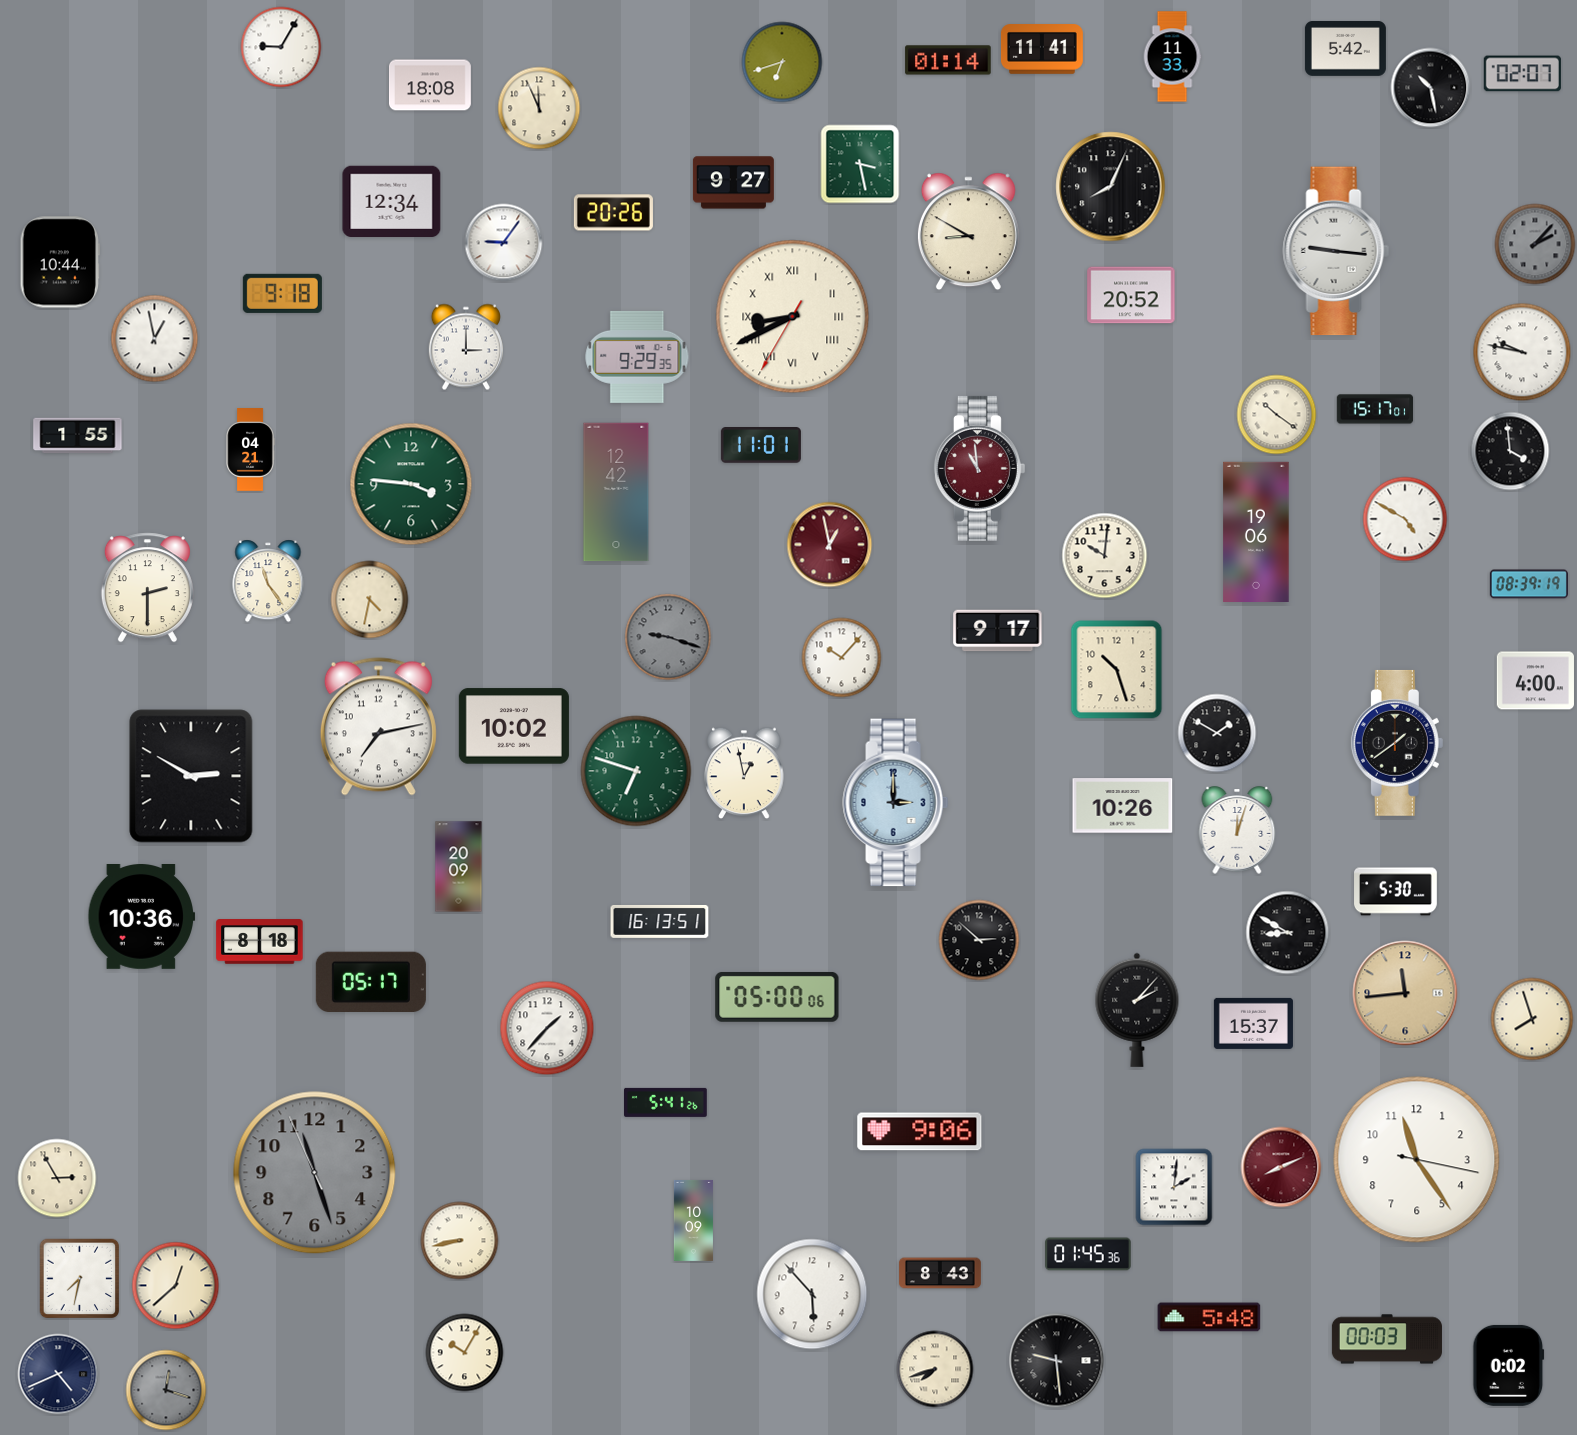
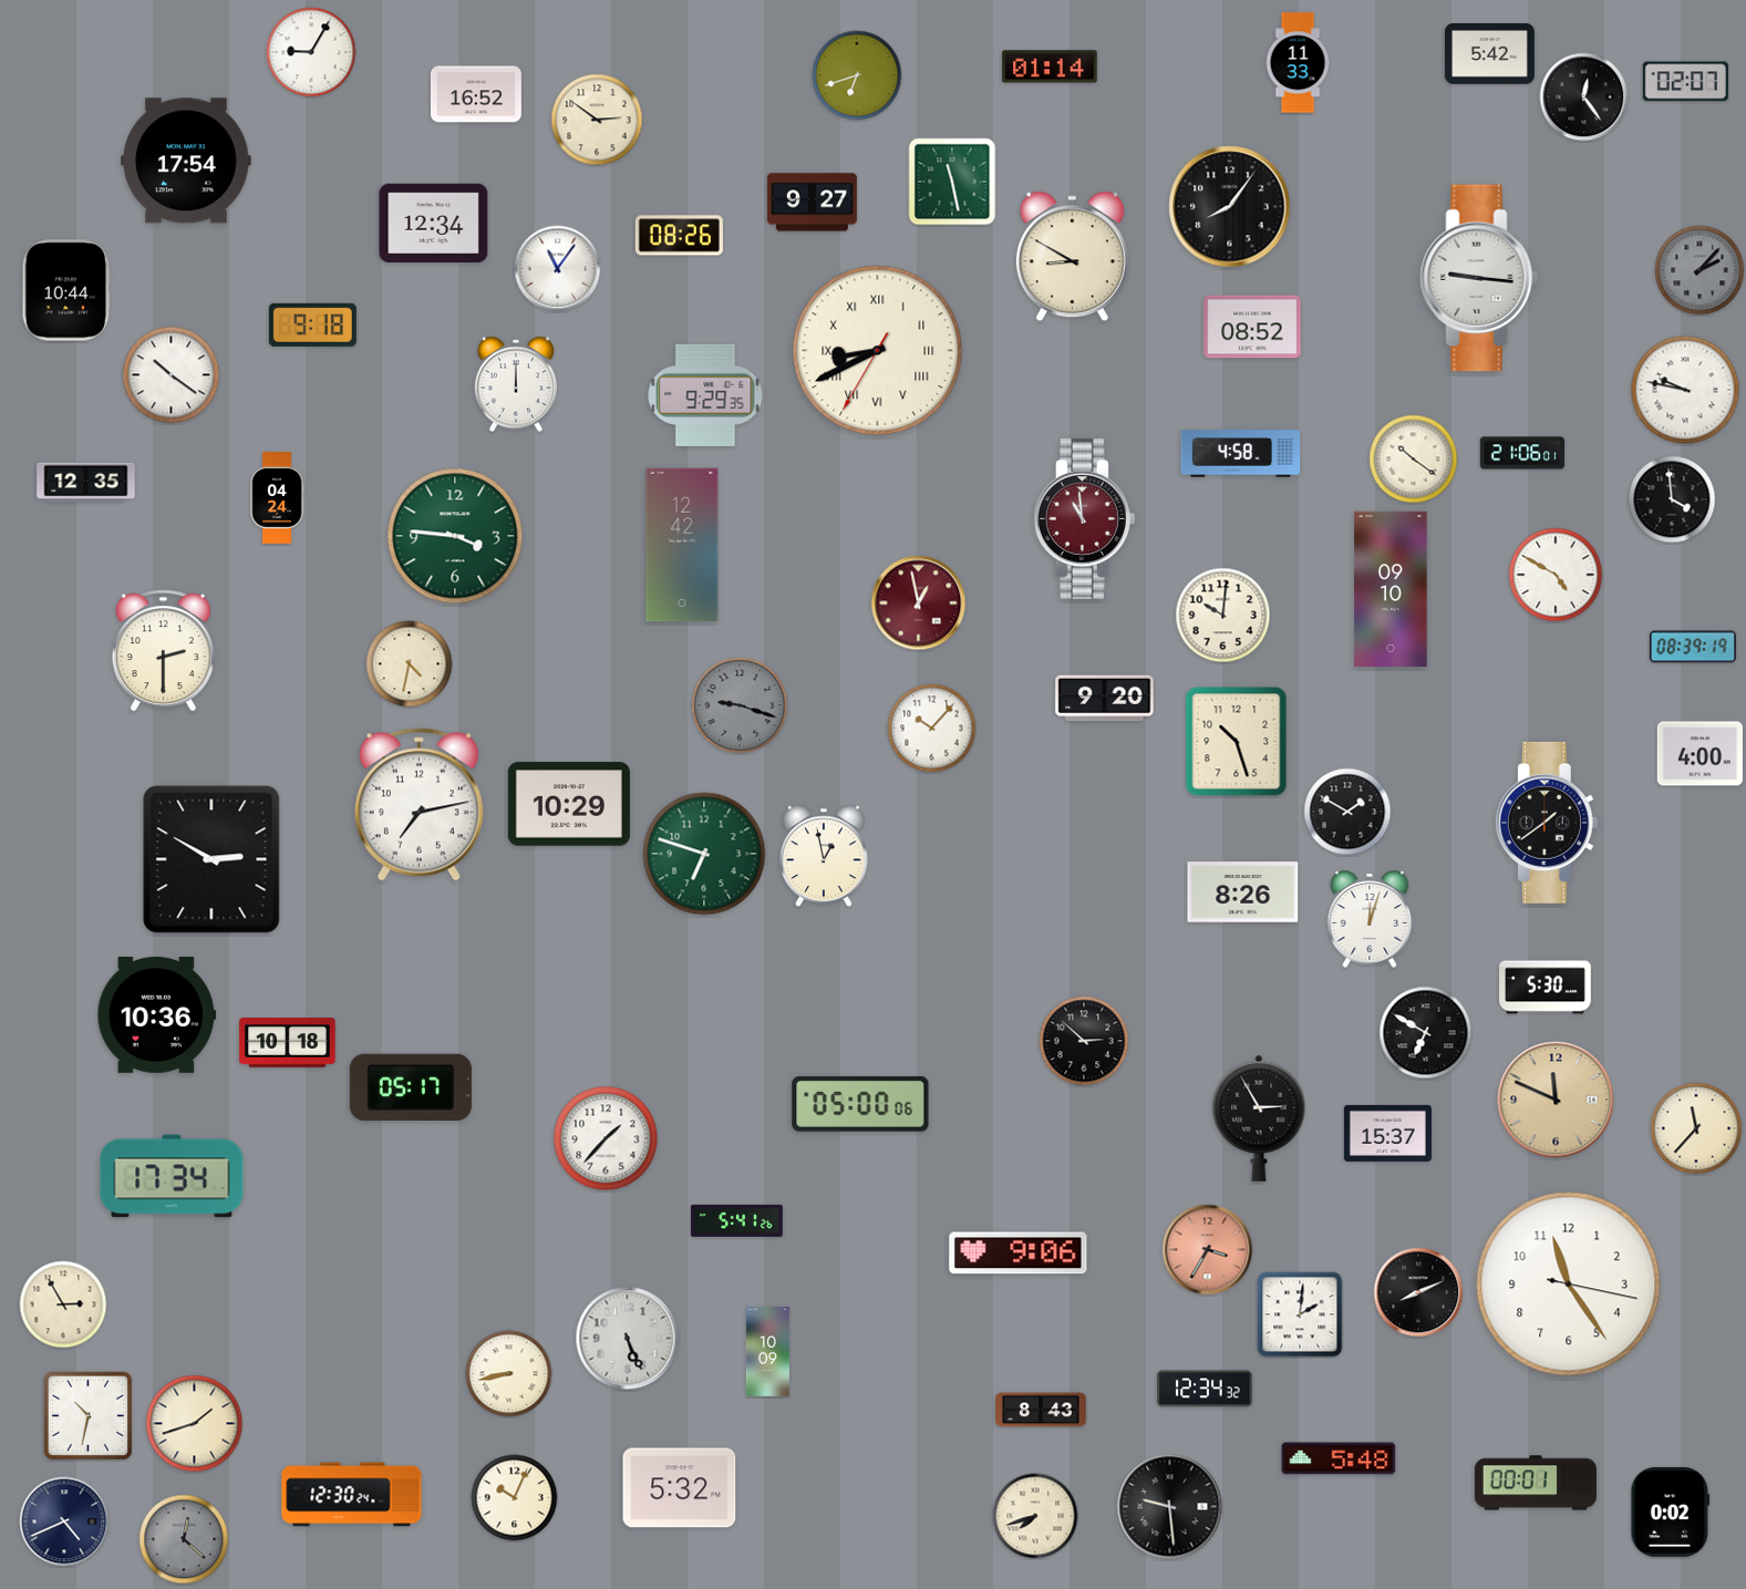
clock at (1042, 50): 11:41 -> none
clock at (782, 62) position: (782, 62) -> (857, 75)
clock at (431, 85): 18:08 -> 16:52
clock at (1431, 88): 10:28 -> 12:24
clock at (539, 108): 11:56 -> 2:51
clock at (186, 161): none -> 17:54
clock at (860, 164): 3:28 -> 11:28
clock at (1111, 187): 8:04 -> 8:06
clock at (613, 213): 20:26 -> 08:26
clock at (504, 243): 9:06 -> 11:06
clock at (1131, 295): 20:52 -> 08:52
clock at (155, 339): 12:58 -> 10:21
clock at (466, 347): 3:00 -> 12:00
clock at (1375, 409): 15:17 -> 21:06
clock at (1241, 454): none -> 4:58
clock at (78, 436): 1:55 -> 12:35
clock at (761, 446): 11:01 -> none
clock at (250, 450): 04:21 -> 04:24
clock at (1256, 531): 19:06 -> 09:10
clock at (268, 581): 11:24 -> none
clock at (998, 631): 9:17 -> 9:20
clock at (514, 726): 10:02 -> 10:29
clock at (896, 803): 3:00 -> none
clock at (1123, 806): 10:26 -> 8:26
clock at (459, 867): 20:09 -> none
clock at (660, 921): 16:13 -> none
clock at (1288, 933): 8:50 -> 6:50
clock at (260, 942): 8:18 -> 10:18
clock at (1405, 993): 11:44 -> 11:49
clock at (1137, 1010): 2:07 -> 2:55
clock at (1532, 1019): 7:57 -> 11:37
clock at (172, 1176): none -> 17:34
clock at (1208, 1250): none -> 3:35
clock at (1281, 1167) dial: burgundy -> black
clock at (315, 1173): 11:26 -> none
clock at (628, 1339): none -> 5:26
clock at (1088, 1254): 01:45 -> 12:34
clock at (80, 1279): 7:32 -> 10:32
clock at (176, 1286): 12:38 -> 1:42
clock at (812, 1294): 5:53 -> none
clock at (1387, 1339): 00:03 -> 00:01
clock at (680, 1488): none -> 5:32
clock at (352, 1495): none -> 12:30
clock at (465, 1353): 10:05 -> 10:04
clock at (166, 1390): 12:18 -> 12:22
